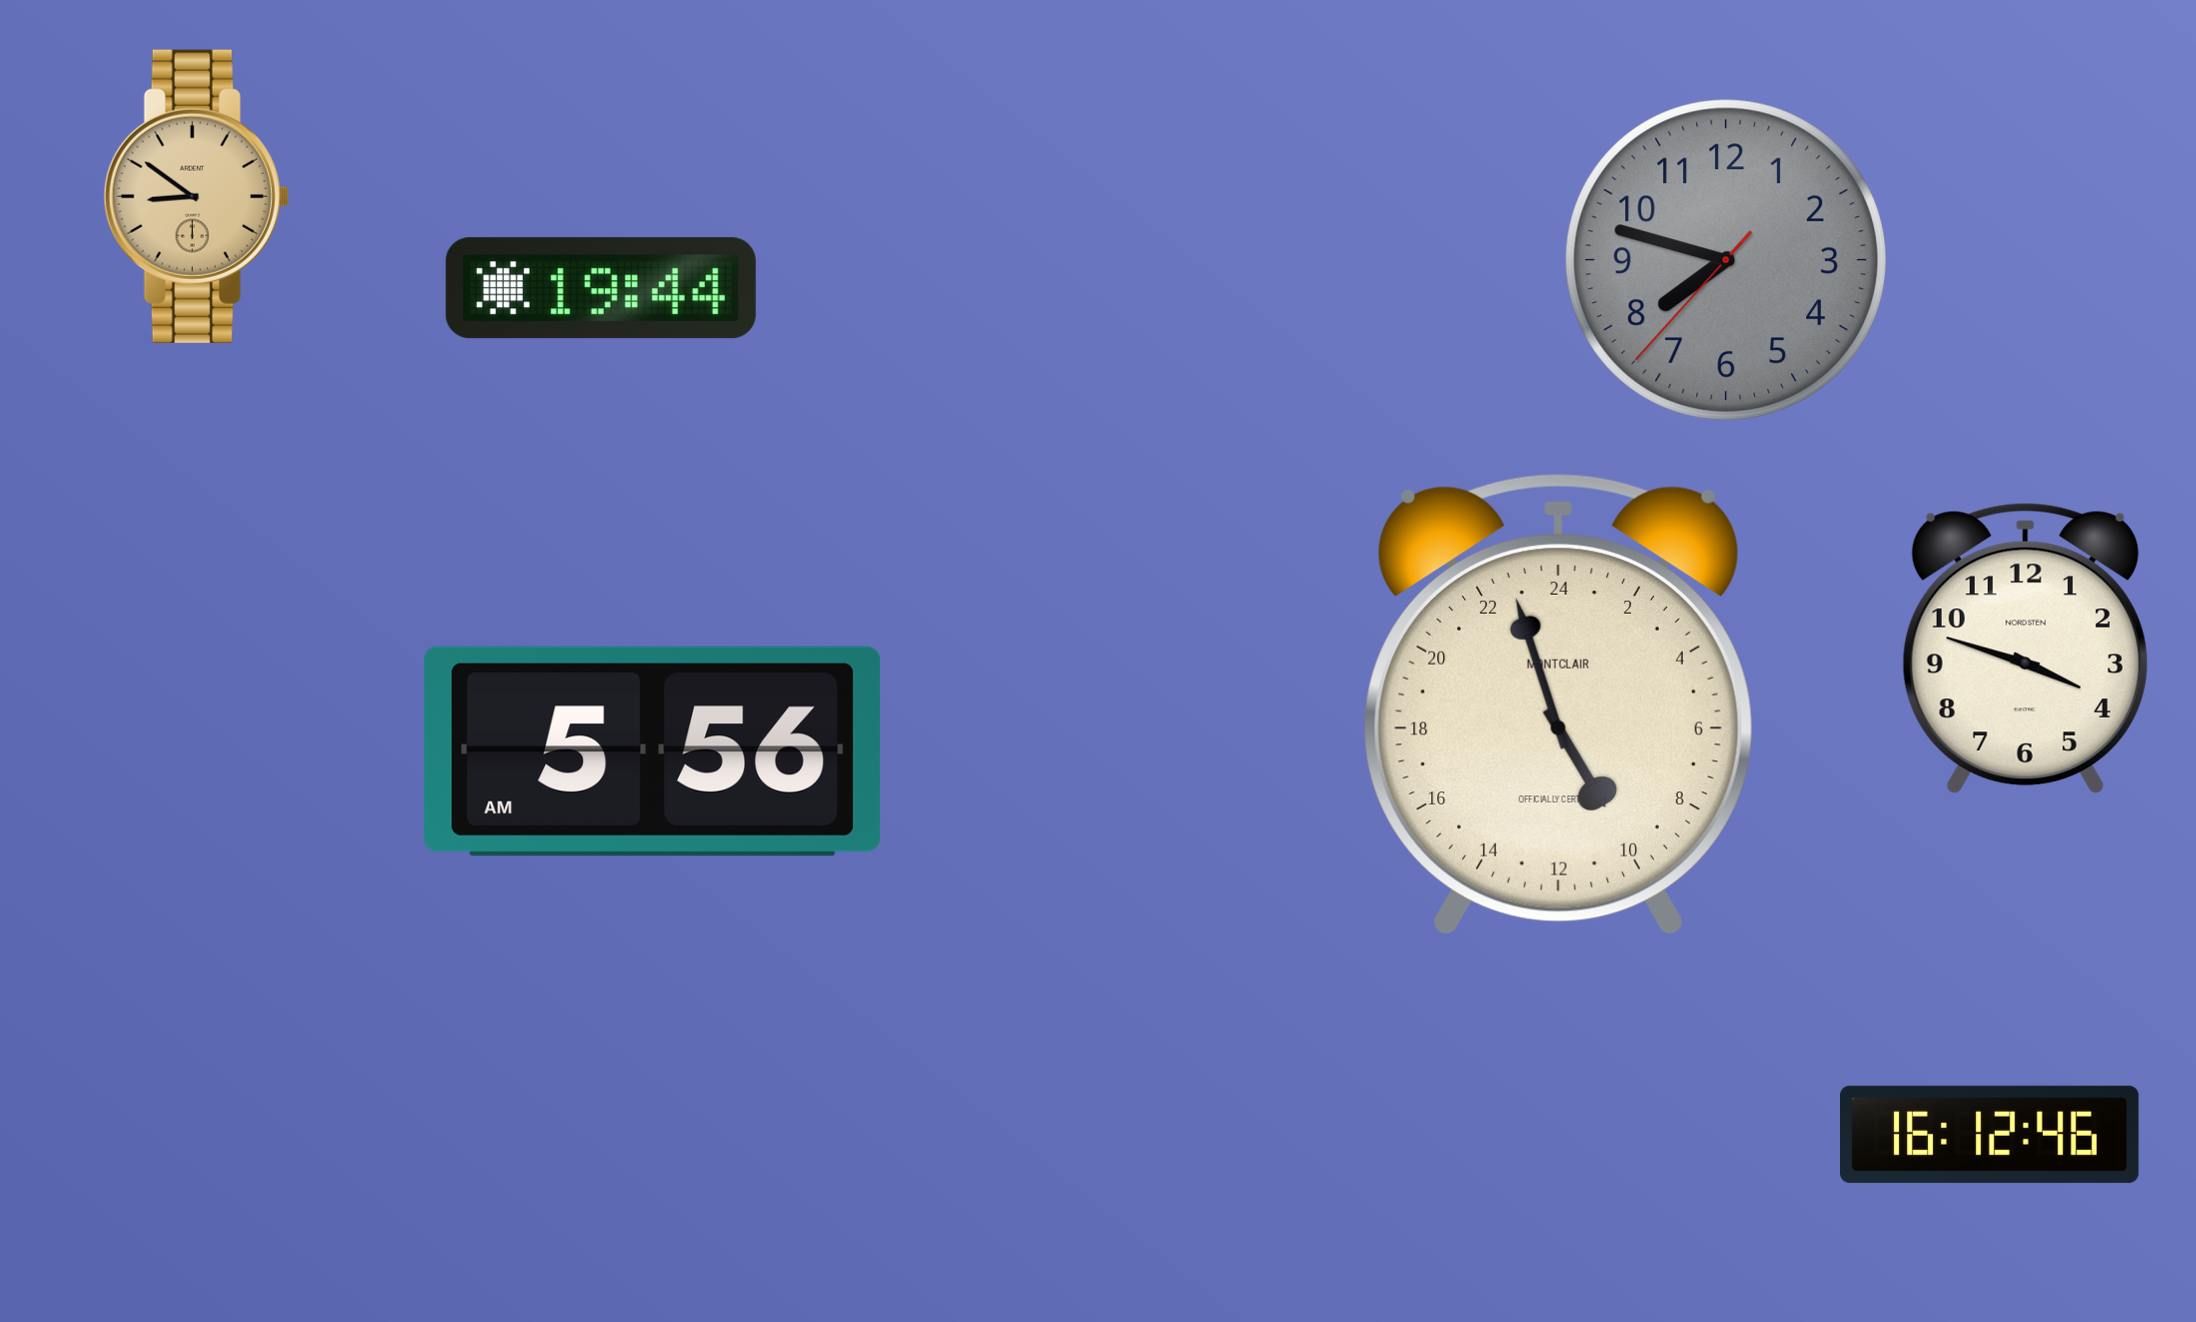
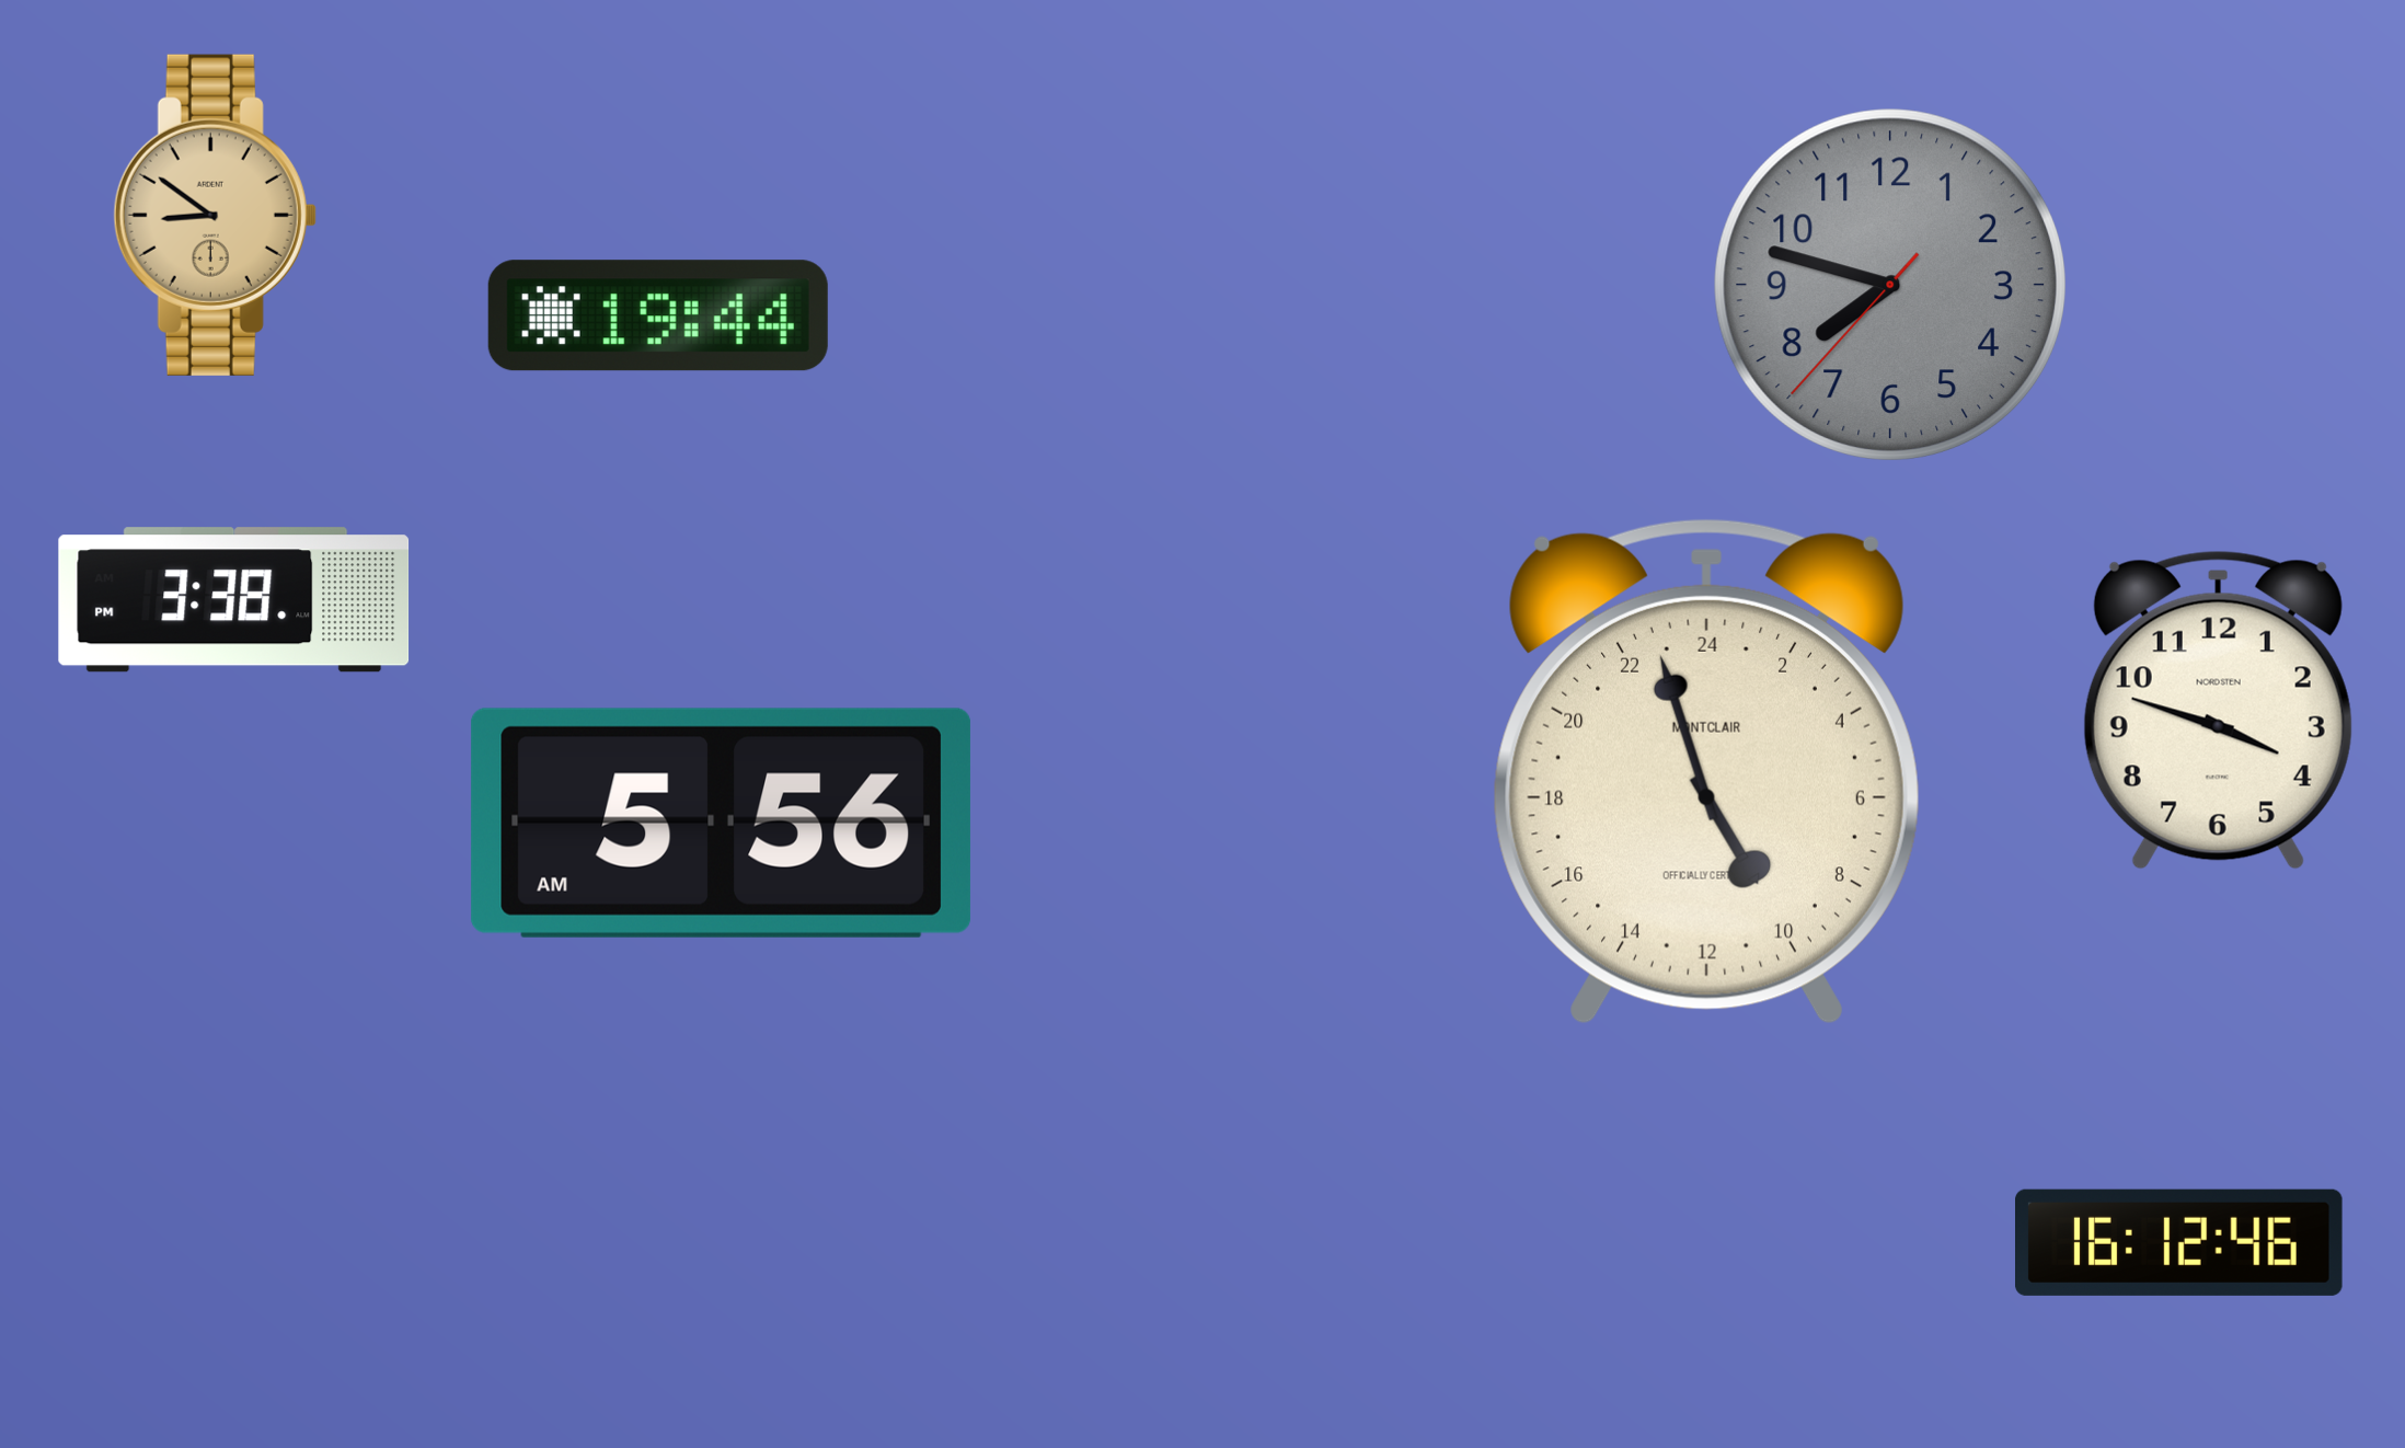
clock at (234, 600): none -> 3:38
clock at (652, 751) position: (652, 751) -> (721, 823)
